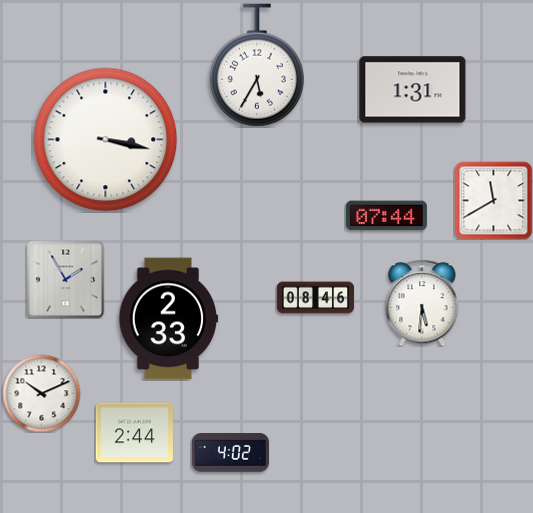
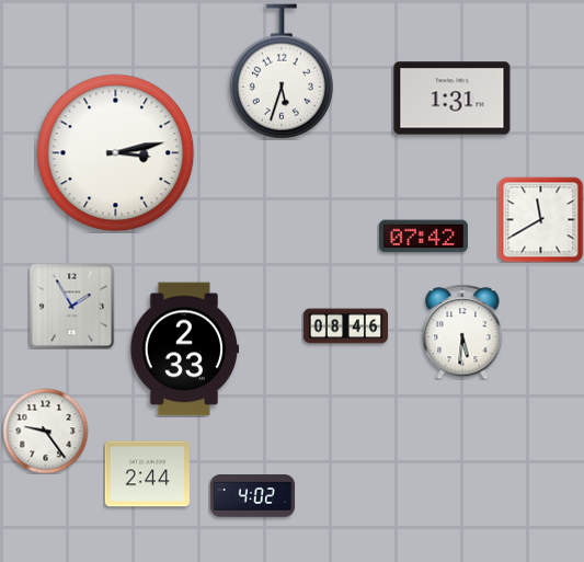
clock at (257, 65): 5:35 -> 5:33
clock at (106, 140): 3:17 -> 3:13
clock at (386, 216): 07:44 -> 07:42
clock at (41, 393): 10:11 -> 9:24
